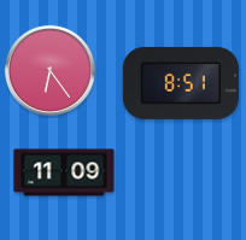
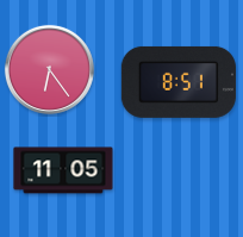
clock at (64, 172): 11:09 -> 11:05
